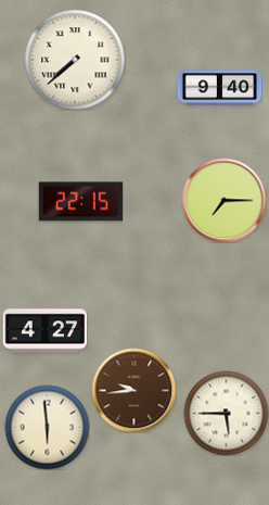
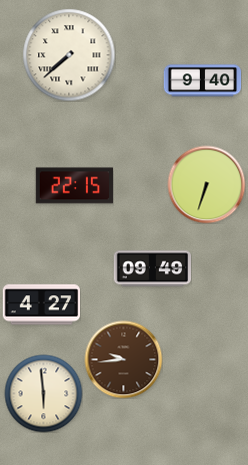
clock at (223, 200): 7:15 -> 6:33
clock at (152, 269): none -> 09:49
clock at (226, 413): 5:45 -> none
